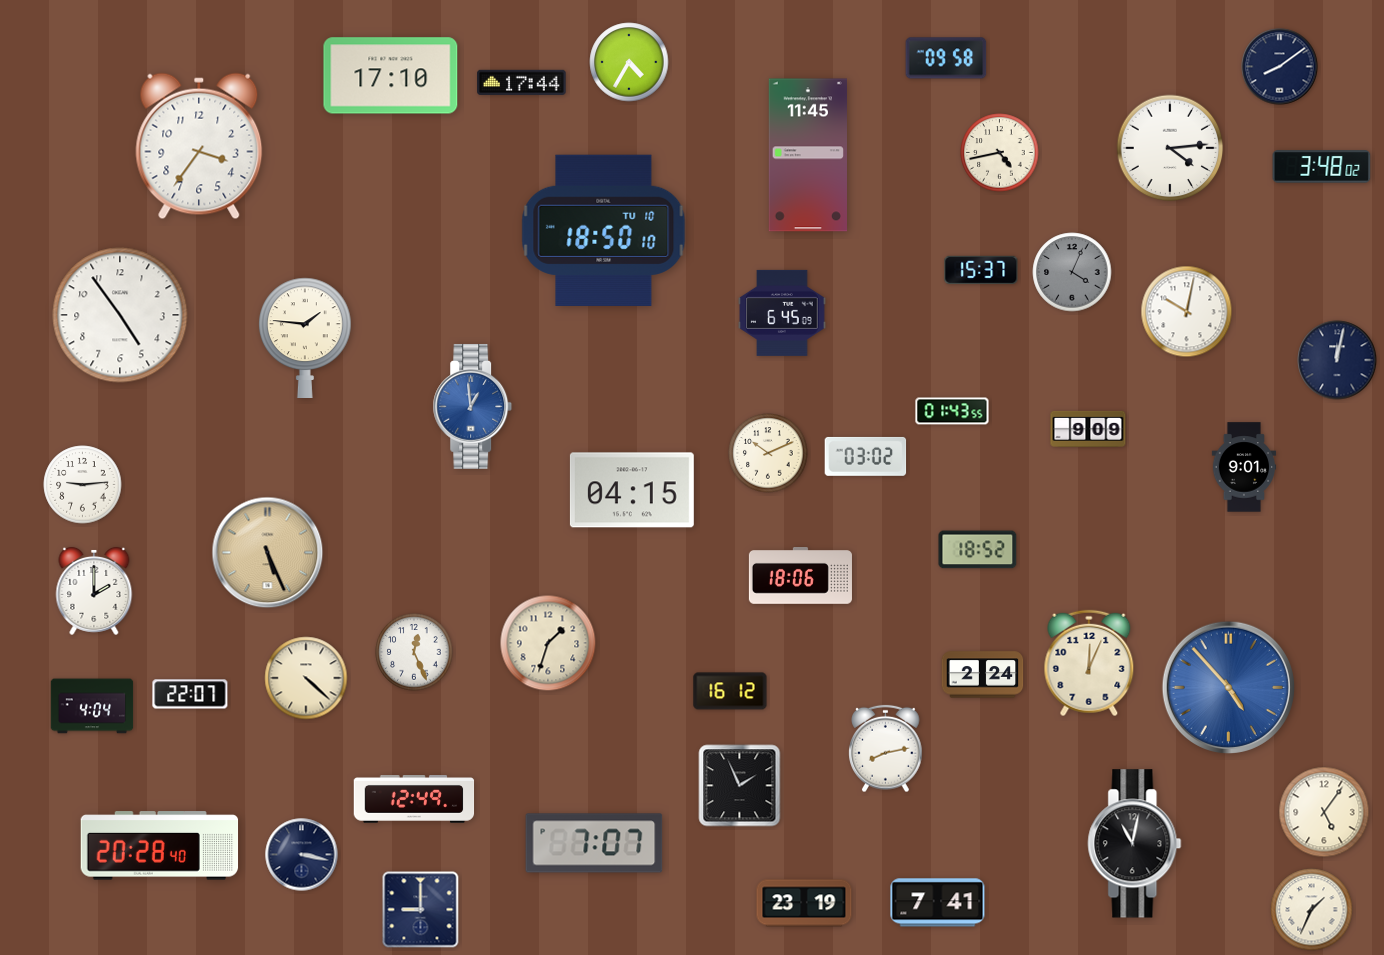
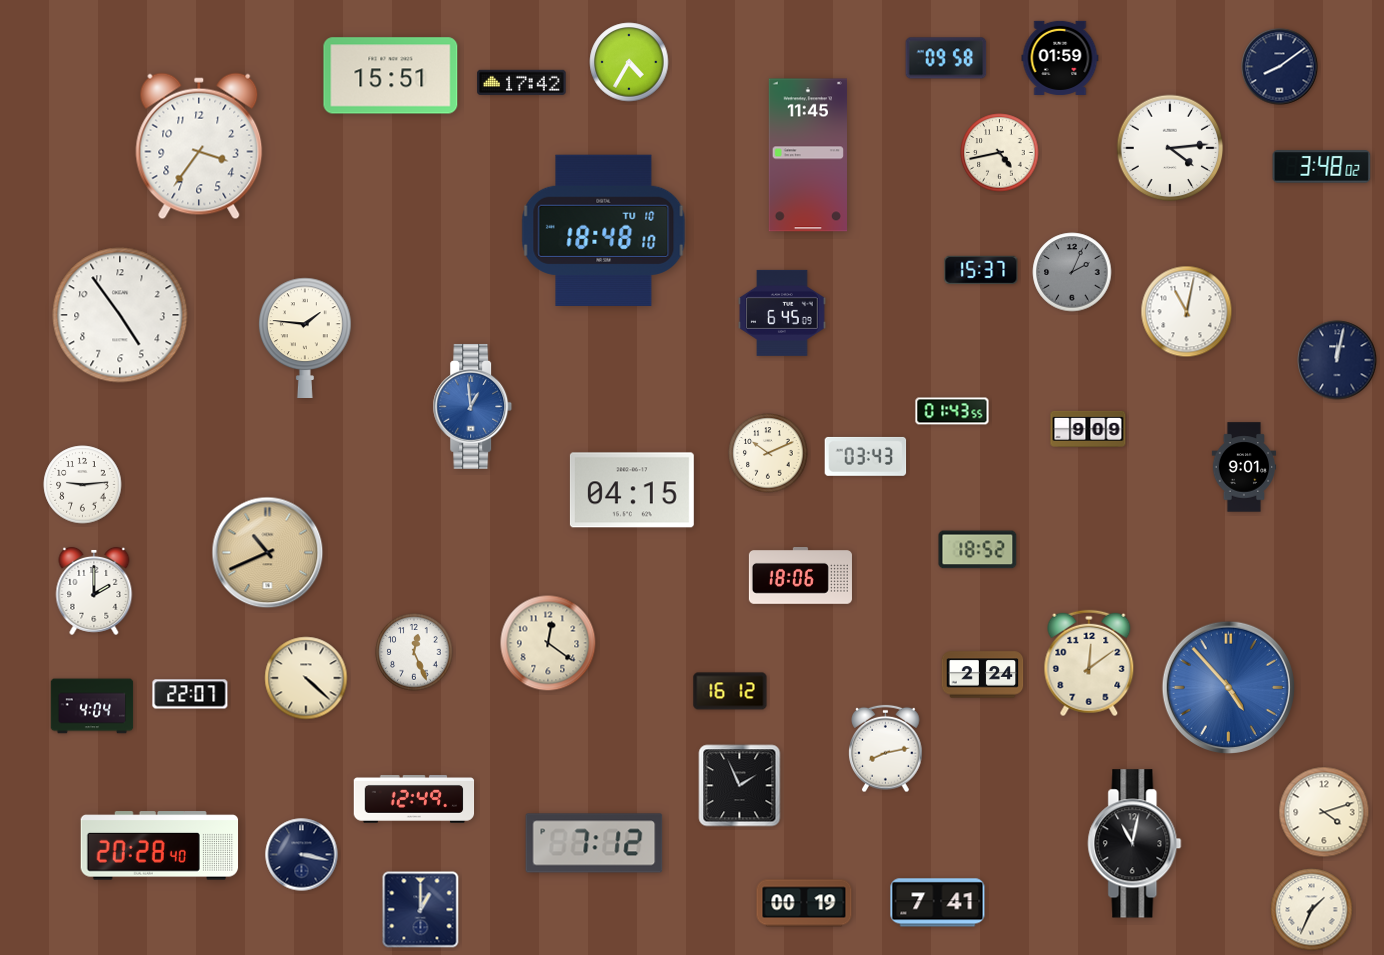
clock at (1060, 58): none -> 01:59
clock at (391, 76): 17:10 -> 15:51
clock at (522, 82): 17:44 -> 17:42
clock at (604, 230): 18:50 -> 18:48
clock at (1072, 272): 4:04 -> 2:04
clock at (1187, 312): 10:02 -> 11:02
clock at (866, 456): 03:02 -> 03:43
clock at (268, 553): 5:26 -> 10:41
clock at (548, 643): 1:33 -> 12:21
clock at (1089, 663): 12:04 -> 12:09
clock at (1324, 812): 5:06 -> 4:12
clock at (594, 843): 7:07 -> 7:12
clock at (804, 903): 23:19 -> 00:19
clock at (421, 910): 9:00 -> 1:00
